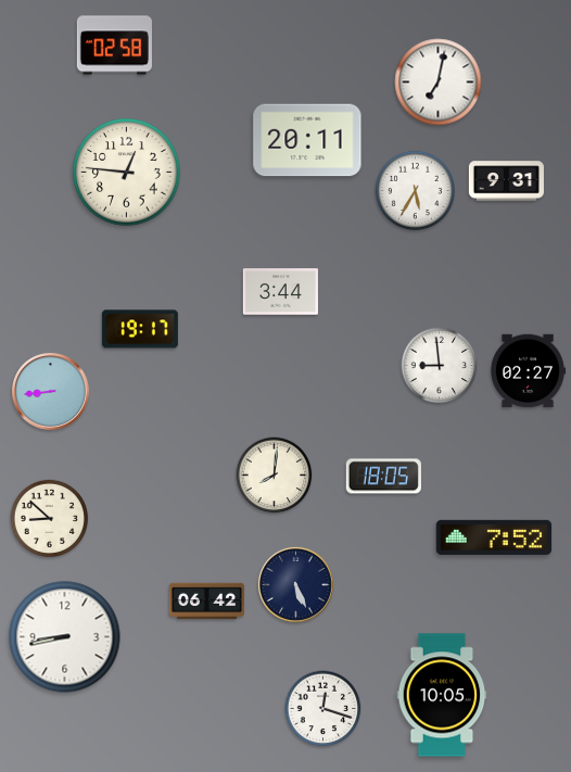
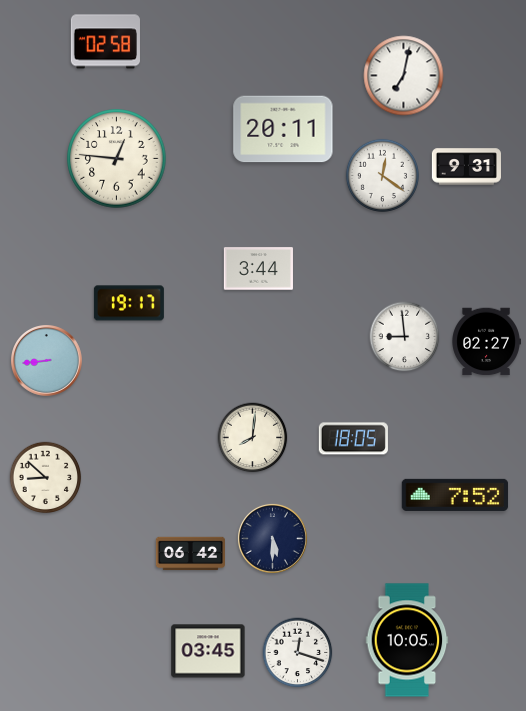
clock at (415, 190): 5:35 -> 12:21
clock at (295, 584): 5:26 -> 5:30
clock at (65, 637): 8:43 -> none
clock at (208, 651): none -> 03:45
